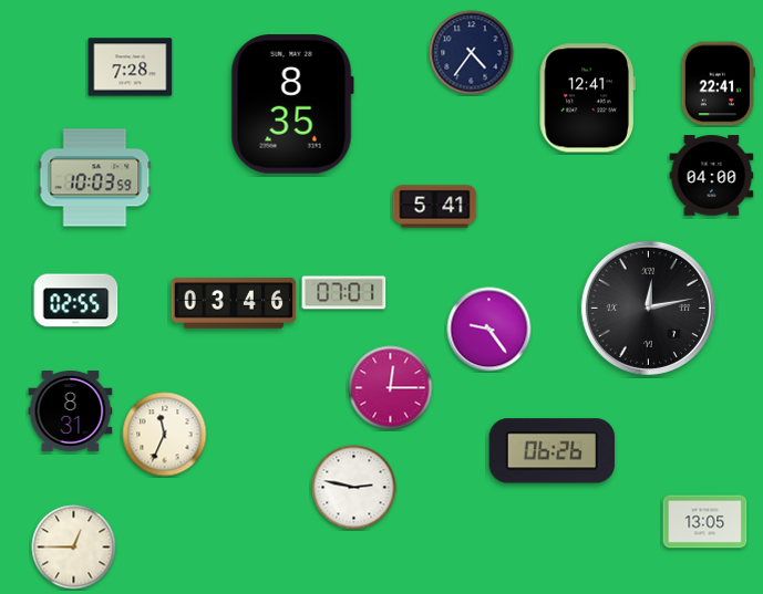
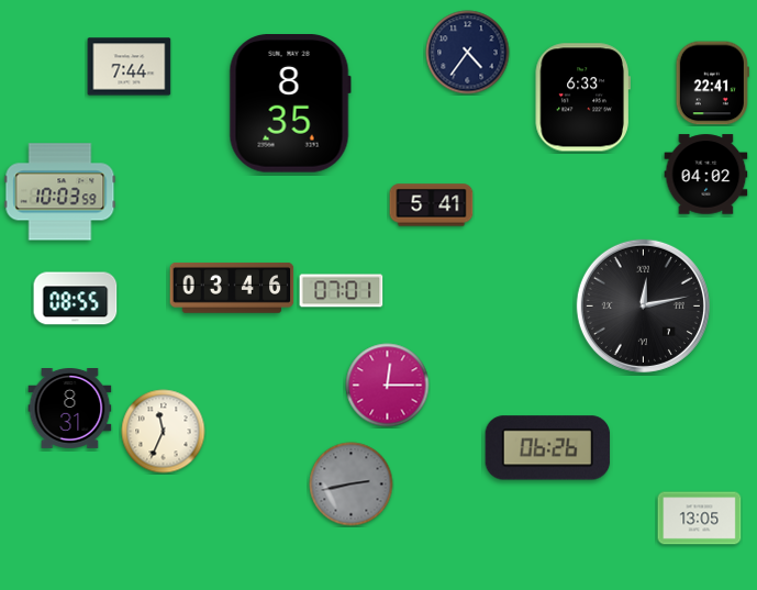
clock at (131, 67): 7:28 -> 7:44
clock at (587, 98): 12:41 -> 6:33
clock at (712, 176): 04:00 -> 04:02
clock at (95, 178) position: (95, 178) -> (60, 192)
clock at (76, 301): 02:55 -> 08:55
clock at (234, 304) position: (234, 304) -> (232, 289)
clock at (489, 330): 9:24 -> none
clock at (354, 488): 2:47 -> 2:43
clock at (354, 488) dial: white -> grey
clock at (74, 548): 12:45 -> none
